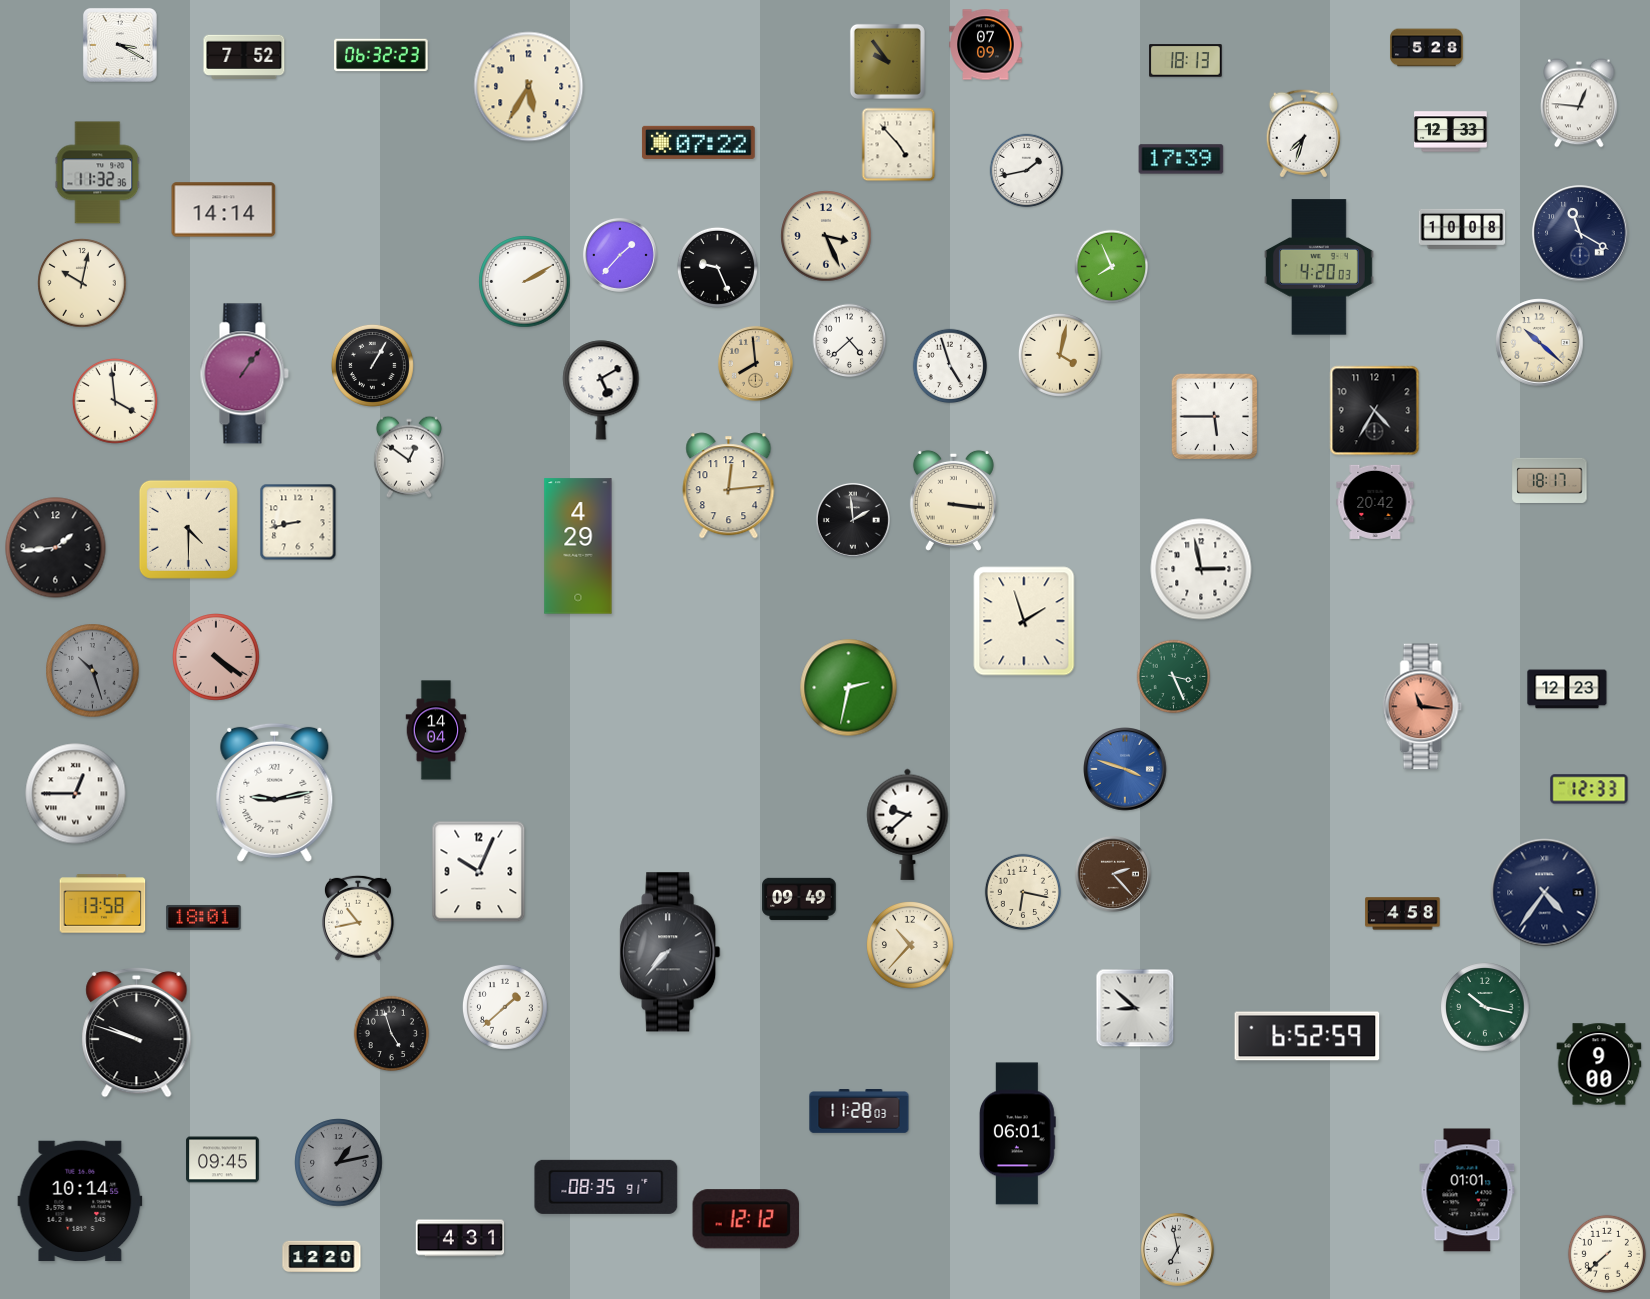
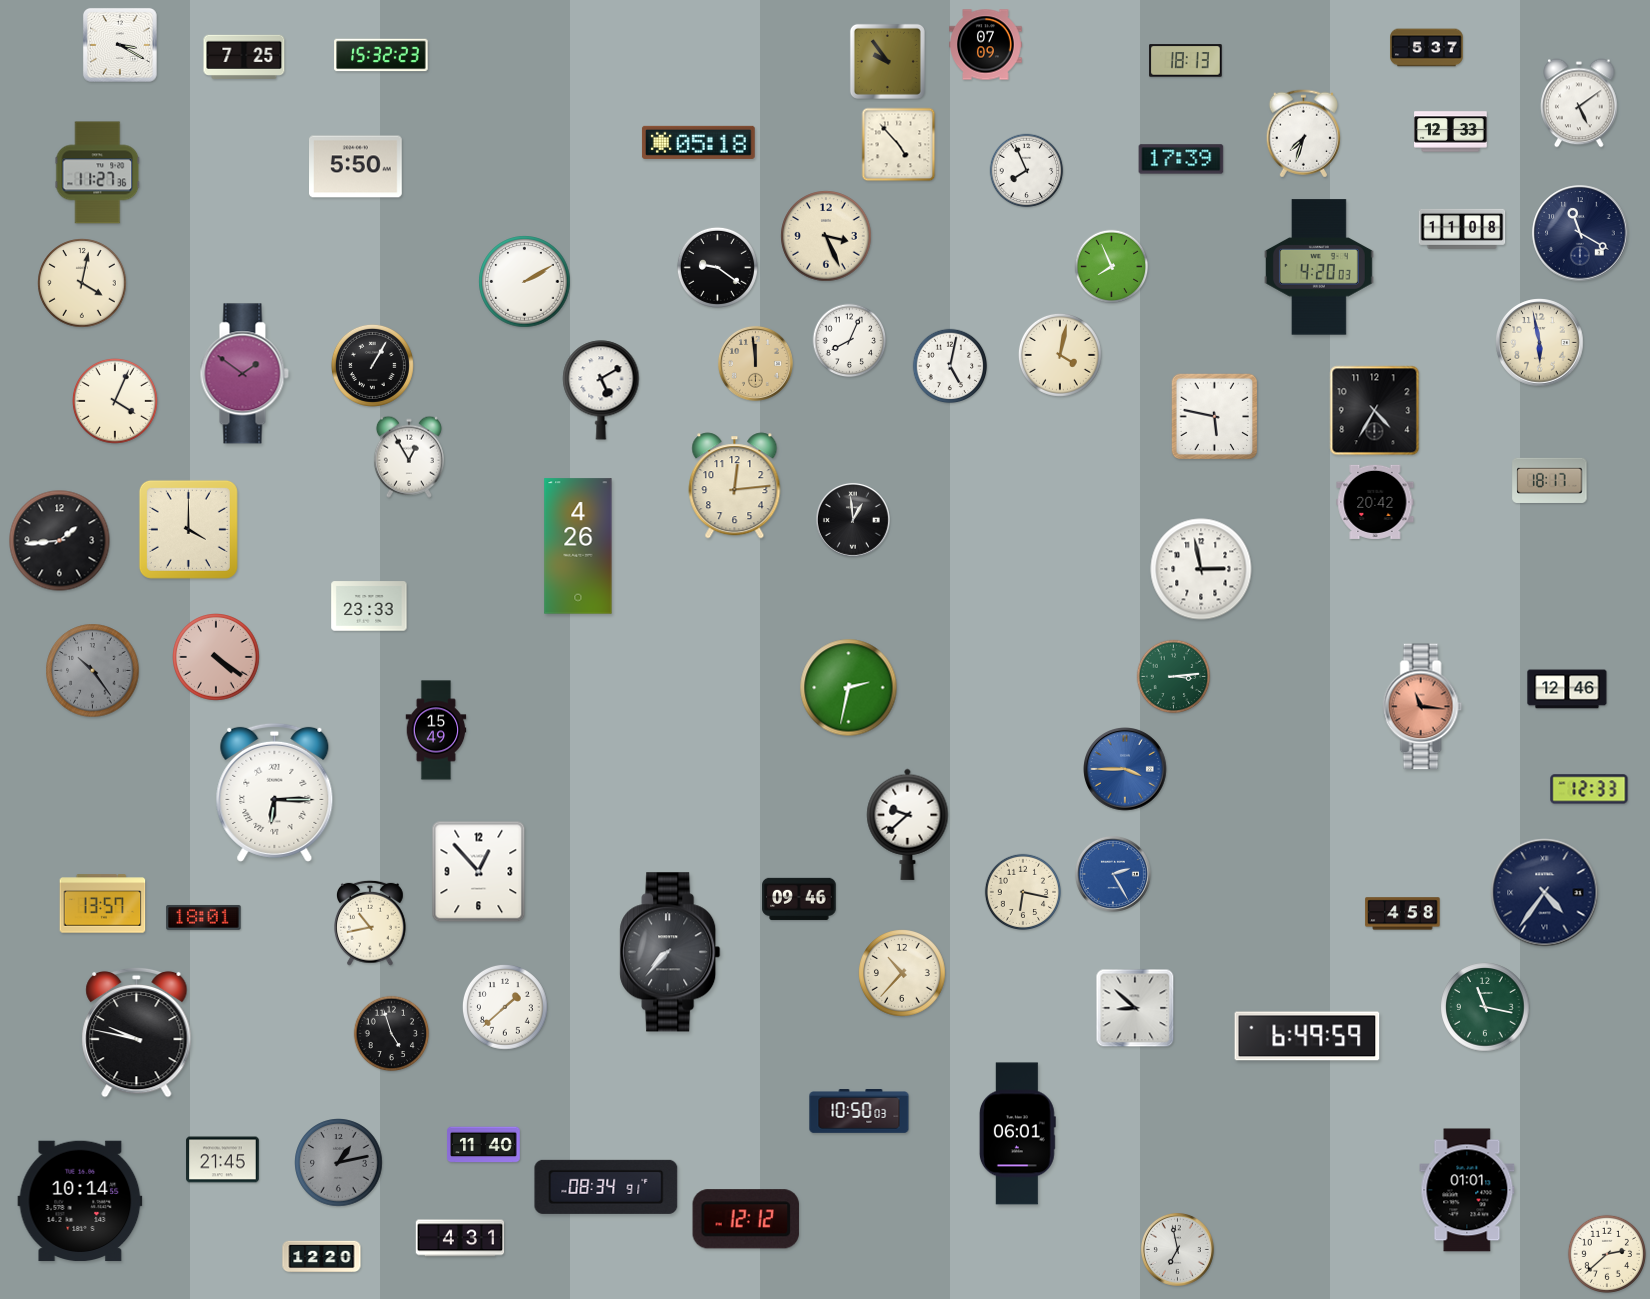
clock at (1427, 48): 5:28 -> 5:37
clock at (381, 55): 06:32 -> 15:32
clock at (244, 56): 7:52 -> 7:25
clock at (529, 87): 5:35 -> none
clock at (1579, 103): 12:46 -> 5:09
clock at (698, 142): 07:22 -> 05:18
clock at (356, 167): none -> 5:50
clock at (1027, 171): 1:43 -> 7:56
clock at (98, 173): 11:32 -> 11:27
clock at (224, 210): 14:14 -> none
clock at (1462, 229): 10:08 -> 11:08
clock at (620, 255): 1:37 -> none
clock at (717, 267): 9:26 -> 9:21
clock at (82, 283): 10:02 -> 4:02
clock at (850, 341): 4:38 -> 8:04
clock at (1540, 343): 10:22 -> 5:58
clock at (755, 363): 7:59 -> 11:59
clock at (950, 366): 4:57 -> 5:02
clock at (244, 374): 1:06 -> 1:51
clock at (116, 402): 3:59 -> 4:04
clock at (1215, 417): 5:45 -> 5:47
clock at (409, 457): 12:51 -> 12:55
clock at (729, 486) position: (729, 486) -> (735, 486)
clock at (953, 500): 3:16 -> none
clock at (853, 520): 1:59 -> 12:59
clock at (298, 522): 8:43 -> none
clock at (188, 529): 4:30 -> 4:00
clock at (578, 546): 4:29 -> 4:26
clock at (56, 548) position: (56, 548) -> (60, 541)
clock at (369, 606): none -> 23:33
clock at (1024, 621): 1:57 -> none
clock at (93, 671): 10:27 -> 10:24
clock at (1174, 677): 3:26 -> 3:14
clock at (1567, 689): 12:23 -> 12:46
clock at (436, 730): 14:04 -> 15:49
clock at (1125, 769): 3:48 -> 3:45
clock at (275, 792): 9:13 -> 6:15
clock at (76, 794): 12:45 -> none
clock at (479, 872): 10:04 -> 12:53
clock at (1113, 874): 2:23 -> 2:25
clock at (1113, 874) dial: brown -> blue
clock at (799, 899): 09:49 -> 09:46
clock at (103, 904): 13:58 -> 13:57
clock at (359, 918) position: (359, 918) -> (371, 923)
clock at (910, 945) position: (910, 945) -> (902, 973)
clock at (1485, 1007): 10:17 -> 11:17
clock at (137, 1032): 9:48 -> 9:47
clock at (1307, 1036): 6:52 -> 6:49
clock at (1599, 1064): 9:00 -> none
clock at (859, 1111): 11:28 -> 10:50
clock at (484, 1145): none -> 11:40
clock at (223, 1160): 09:45 -> 21:45
clock at (606, 1187): 08:35 -> 08:34
clock at (1607, 1254): 7:38 -> 2:38
